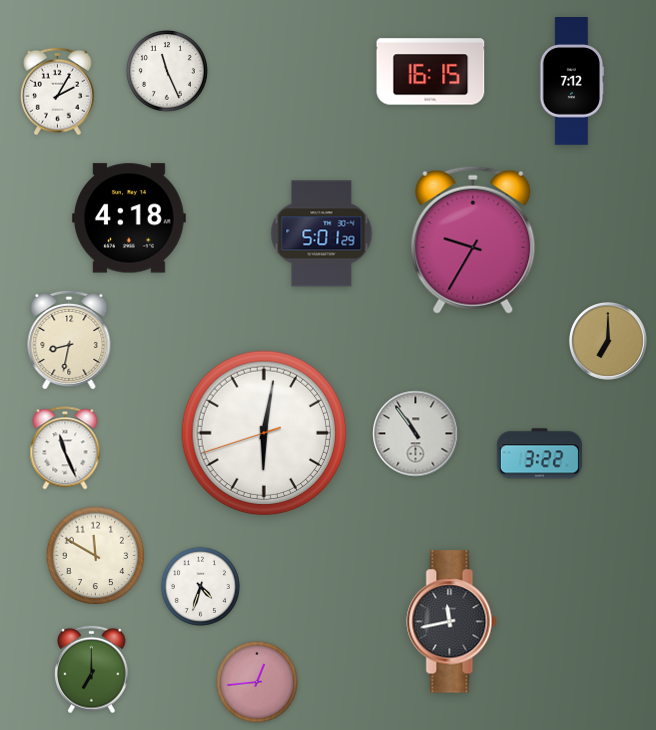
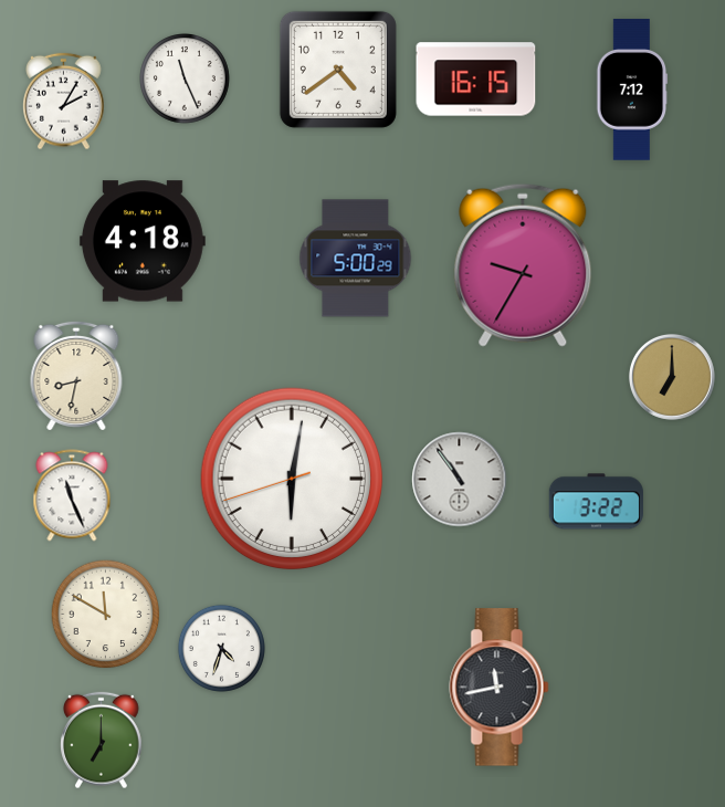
clock at (338, 70): none -> 4:39
clock at (322, 234): 5:01 -> 5:00
clock at (258, 683): 12:44 -> none
